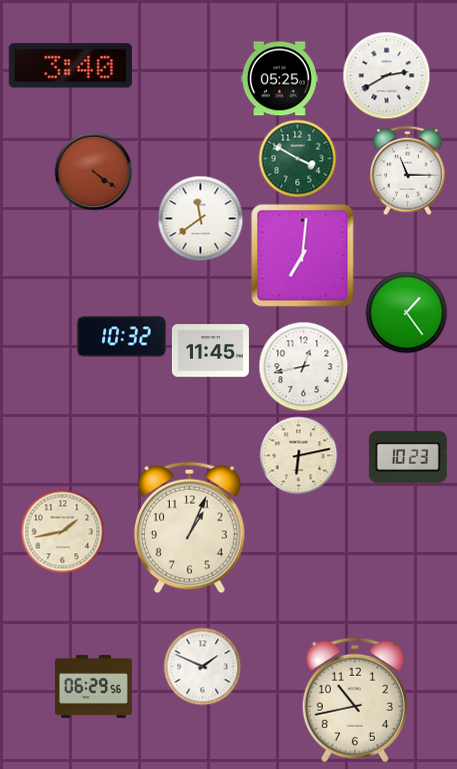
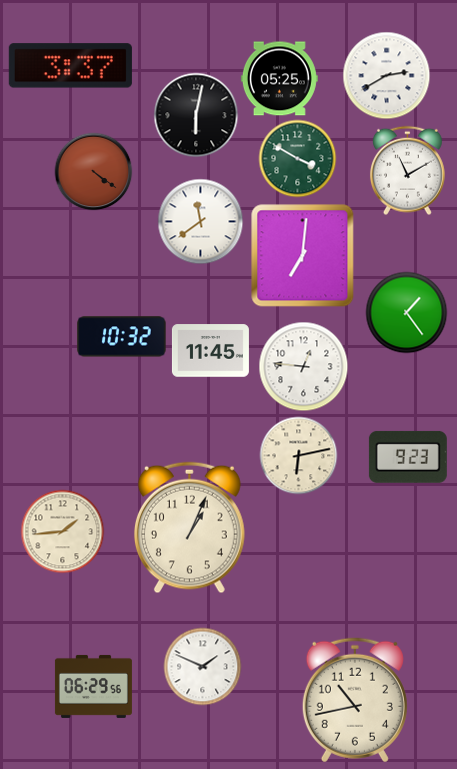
clock at (70, 66): 3:40 -> 3:37
clock at (196, 115): none -> 6:02
clock at (407, 170): 11:15 -> 11:10
clock at (200, 218) position: (200, 218) -> (200, 221)
clock at (303, 366): 12:43 -> 12:46
clock at (408, 457): 10:23 -> 9:23
clock at (62, 531): 1:43 -> 1:44
